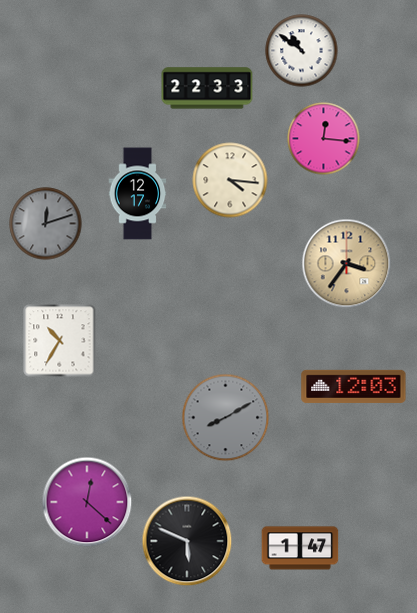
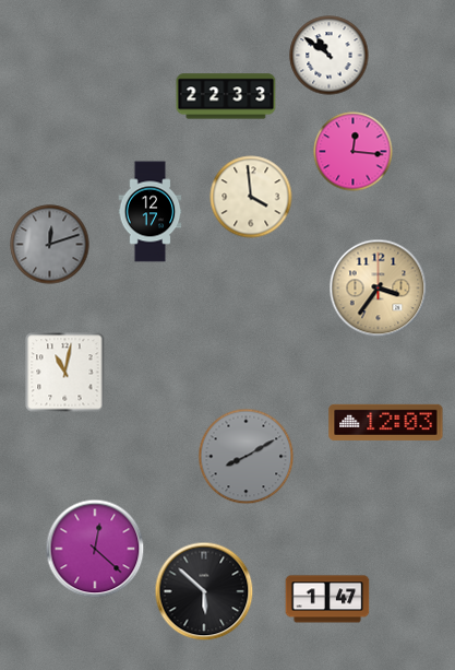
clock at (230, 180): 4:16 -> 3:59
clock at (60, 341): 10:35 -> 11:02
clock at (187, 541): 5:49 -> 5:52
